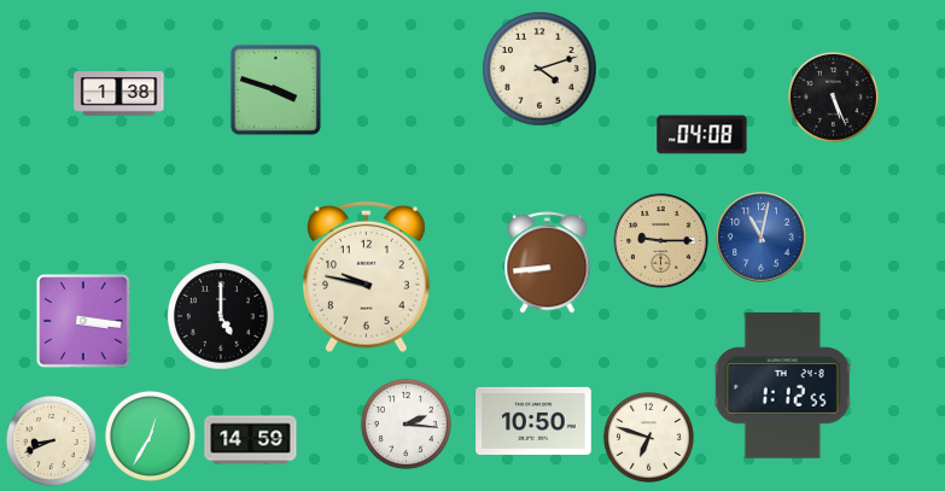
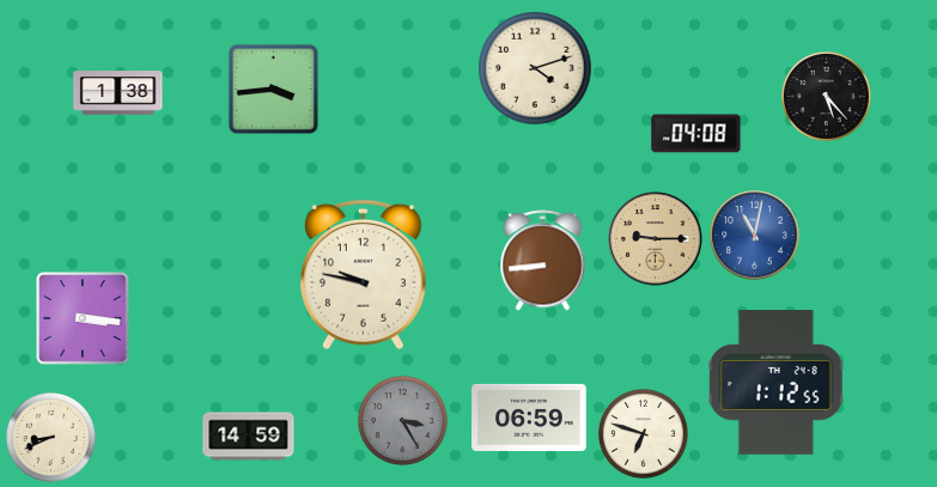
clock at (275, 89): 3:48 -> 3:44
clock at (833, 97): 5:26 -> 5:23
clock at (221, 316): 5:00 -> none
clock at (533, 421): 10:50 -> 06:59
clock at (406, 423): 2:16 -> 3:25
clock at (406, 423) dial: white -> grey
clock at (150, 436): 12:35 -> none
